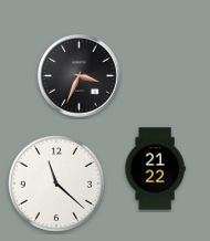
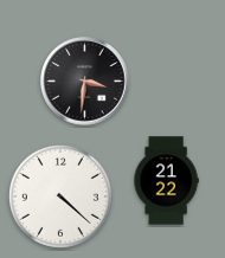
clock at (80, 76): 3:34 -> 3:31
clock at (56, 184): 11:22 -> 4:22
